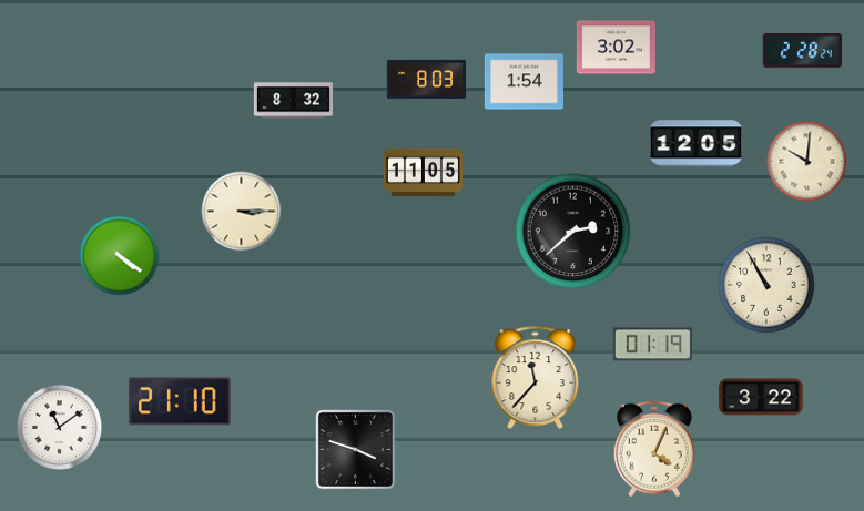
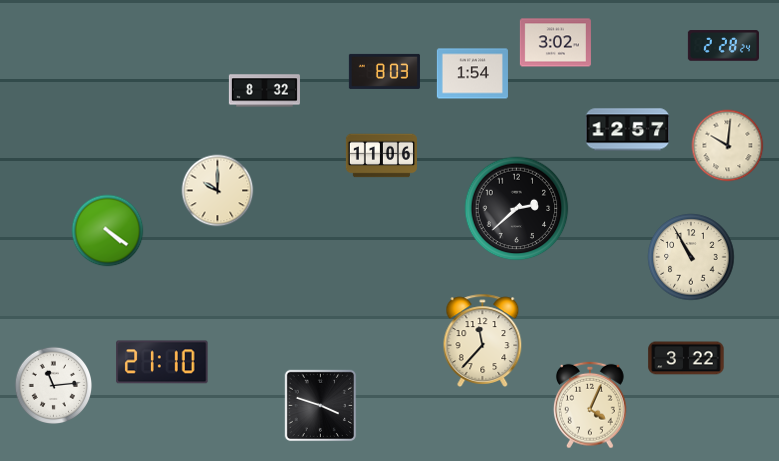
clock at (697, 144): 12:05 -> 12:57
clock at (423, 173): 11:05 -> 11:06
clock at (242, 212): 3:15 -> 10:00
clock at (652, 345): 01:19 -> none
clock at (59, 427): 11:09 -> 11:14
